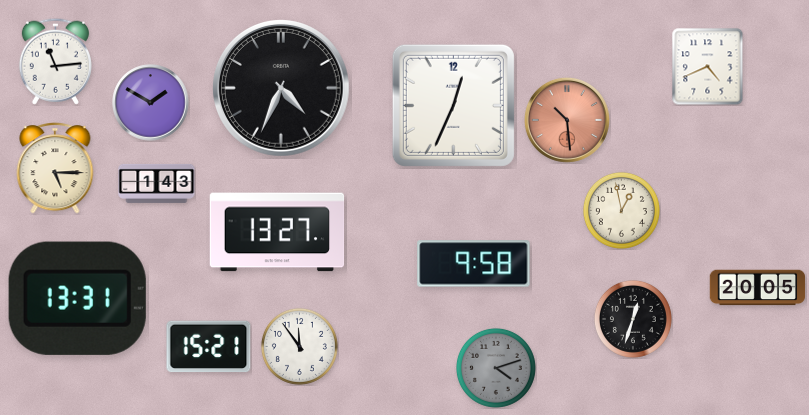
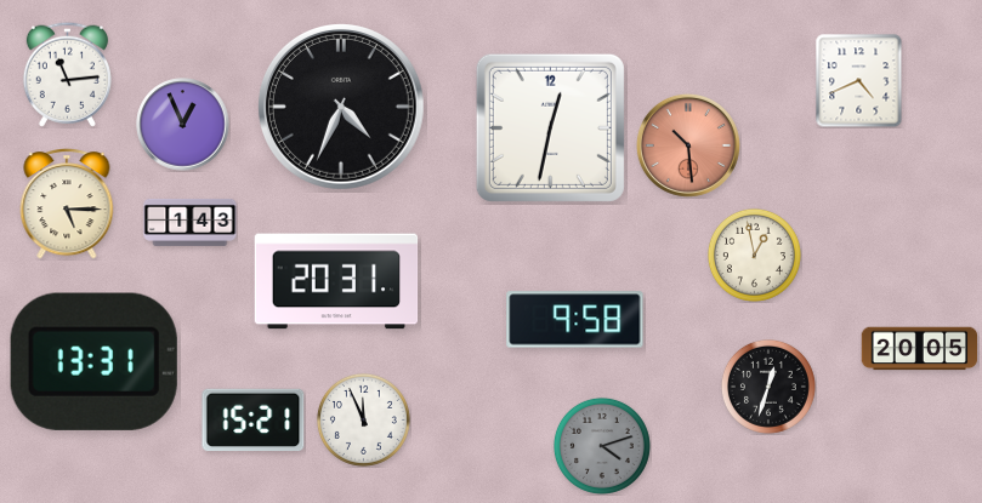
clock at (151, 103): 1:50 -> 12:56
clock at (453, 105): 12:34 -> 12:32
clock at (277, 232): 13:27 -> 20:31
clock at (299, 346): 11:54 -> 11:56
